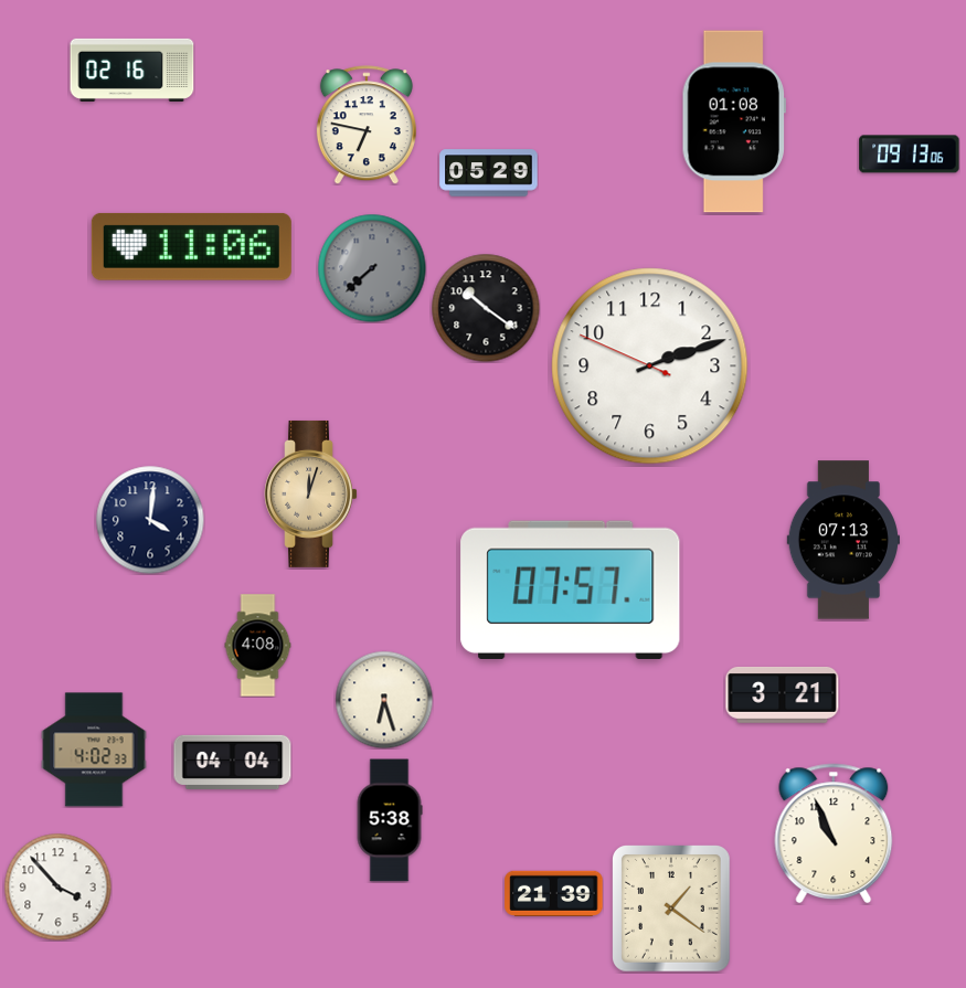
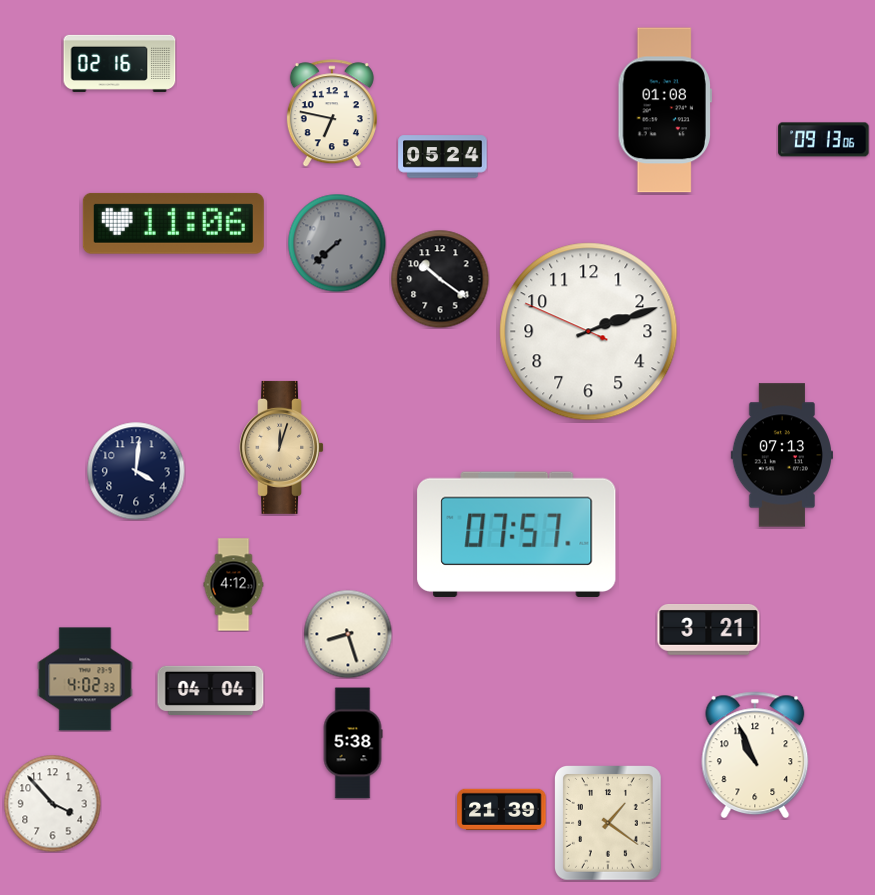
clock at (489, 173): 05:29 -> 05:24
clock at (842, 540) position: (842, 540) -> (781, 455)
clock at (258, 646): 4:08 -> 4:12
clock at (384, 700): 6:27 -> 8:27
